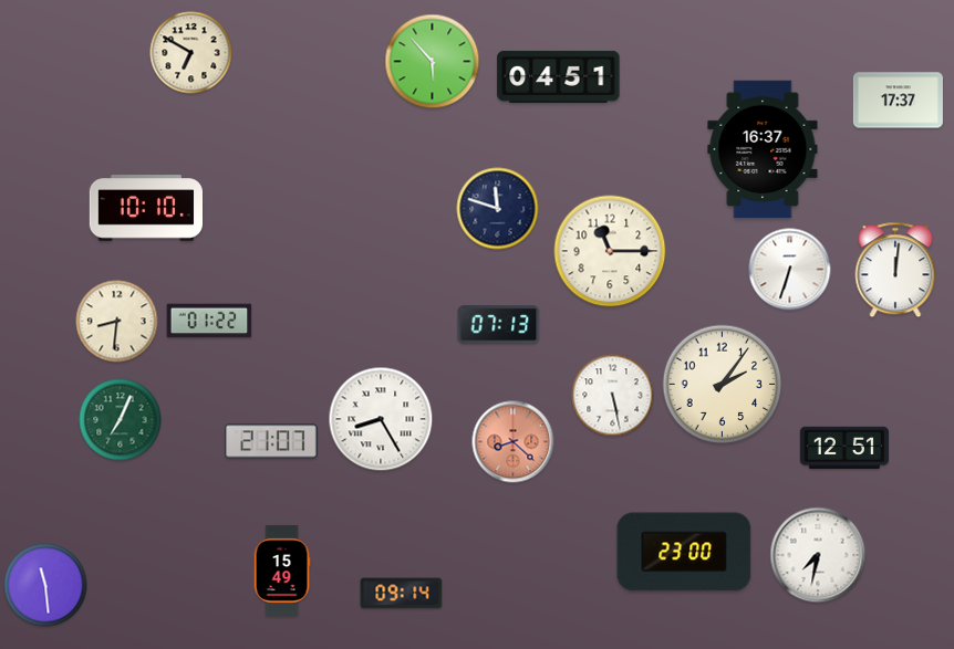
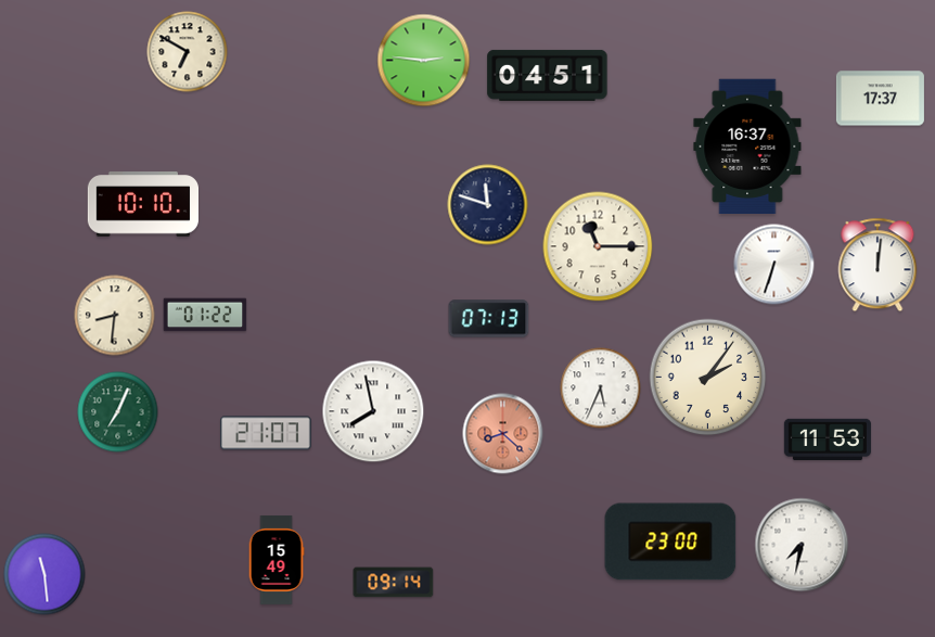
clock at (433, 62): 5:53 -> 2:46
clock at (613, 396): 5:28 -> 5:34
clock at (381, 419): 8:25 -> 7:58
clock at (844, 447): 12:51 -> 11:53
